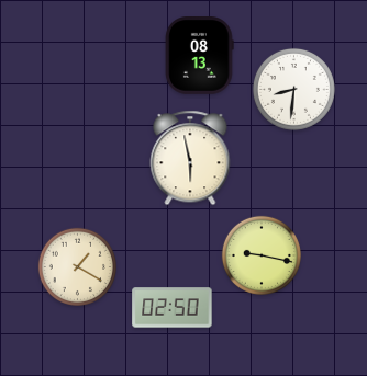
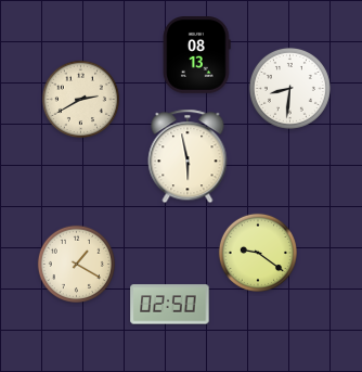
clock at (80, 99): none -> 2:40
clock at (262, 255): 9:17 -> 9:21
